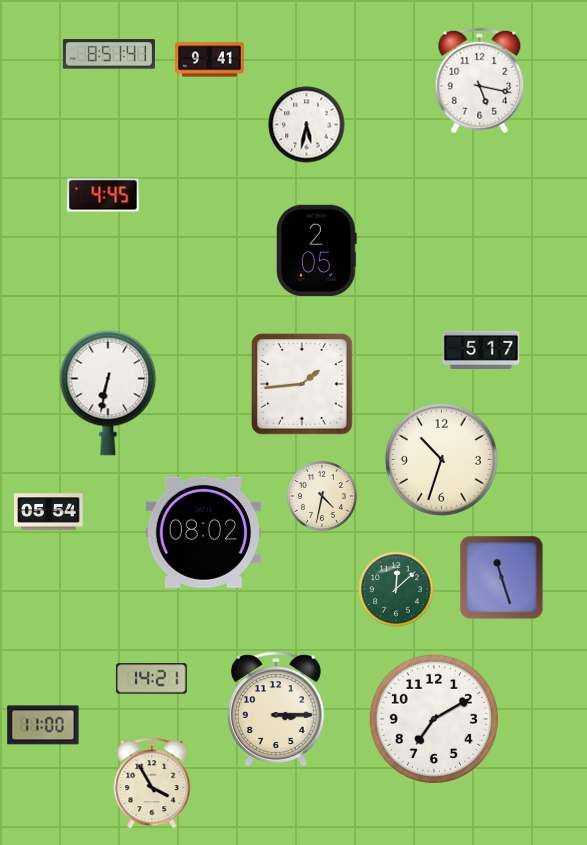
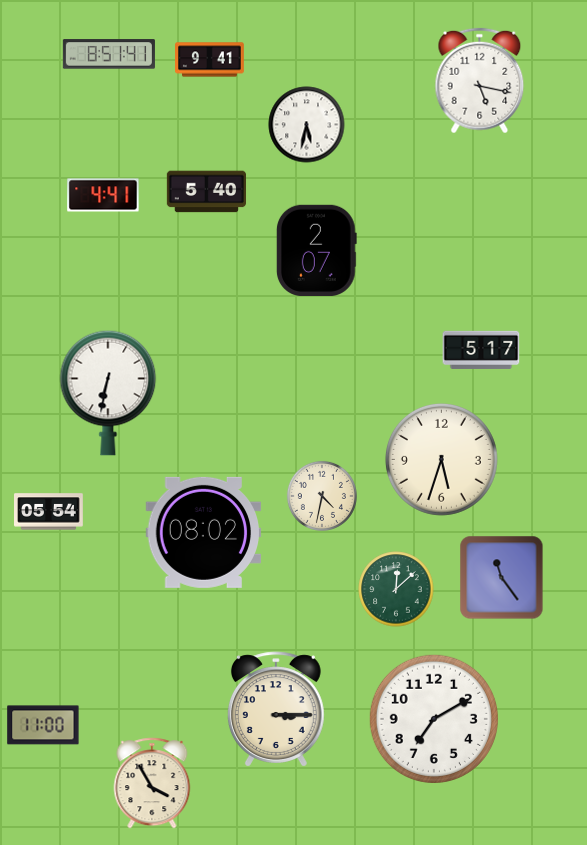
clock at (206, 192): none -> 5:40
clock at (103, 195): 4:45 -> 4:41
clock at (316, 250): 2:05 -> 2:07
clock at (302, 384): 1:44 -> none
clock at (441, 459): 10:33 -> 5:33
clock at (502, 578): 11:27 -> 11:24
clock at (152, 679): 14:21 -> none
